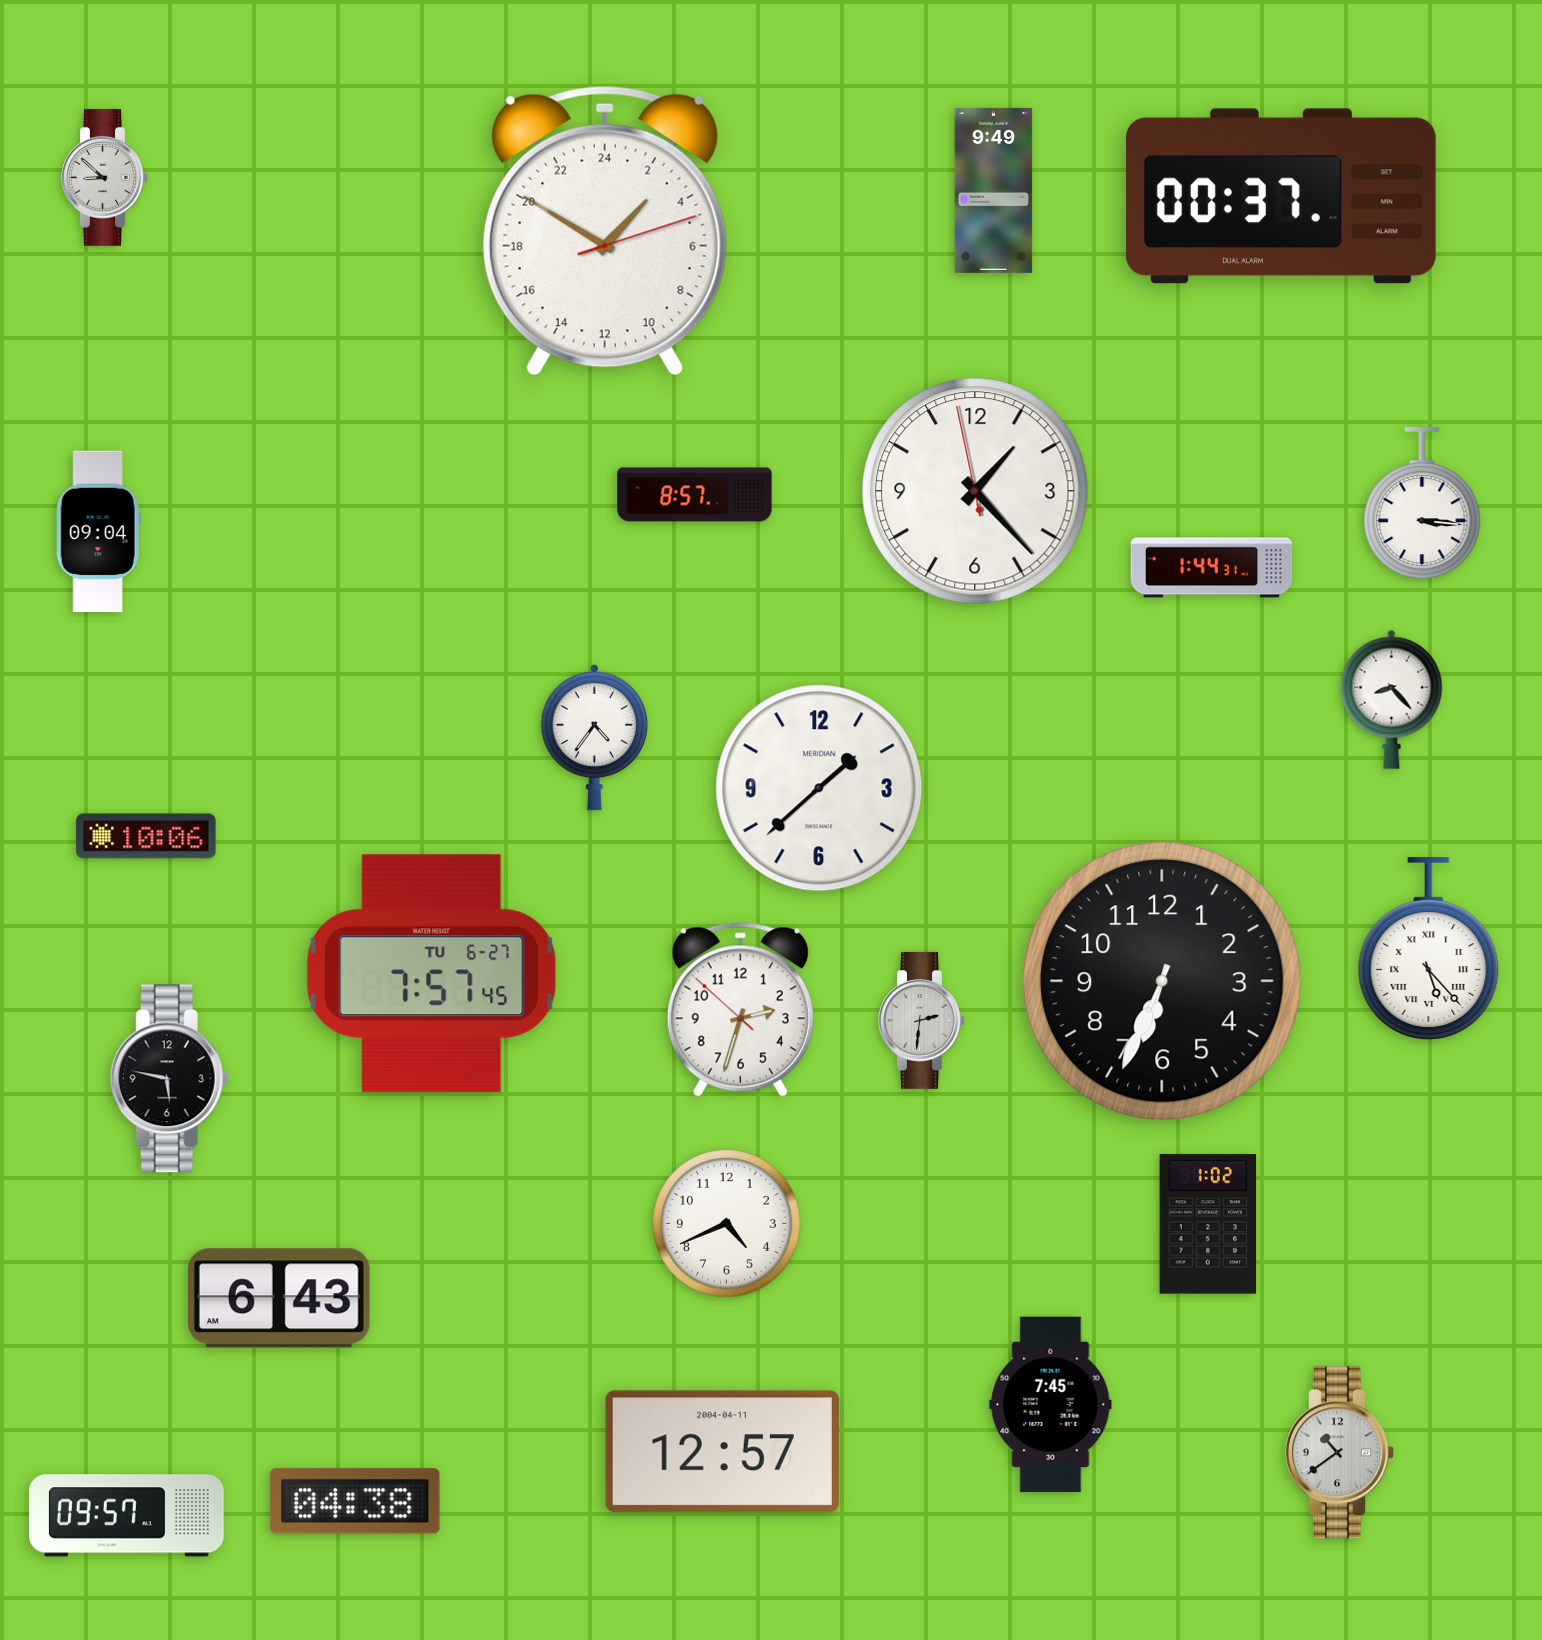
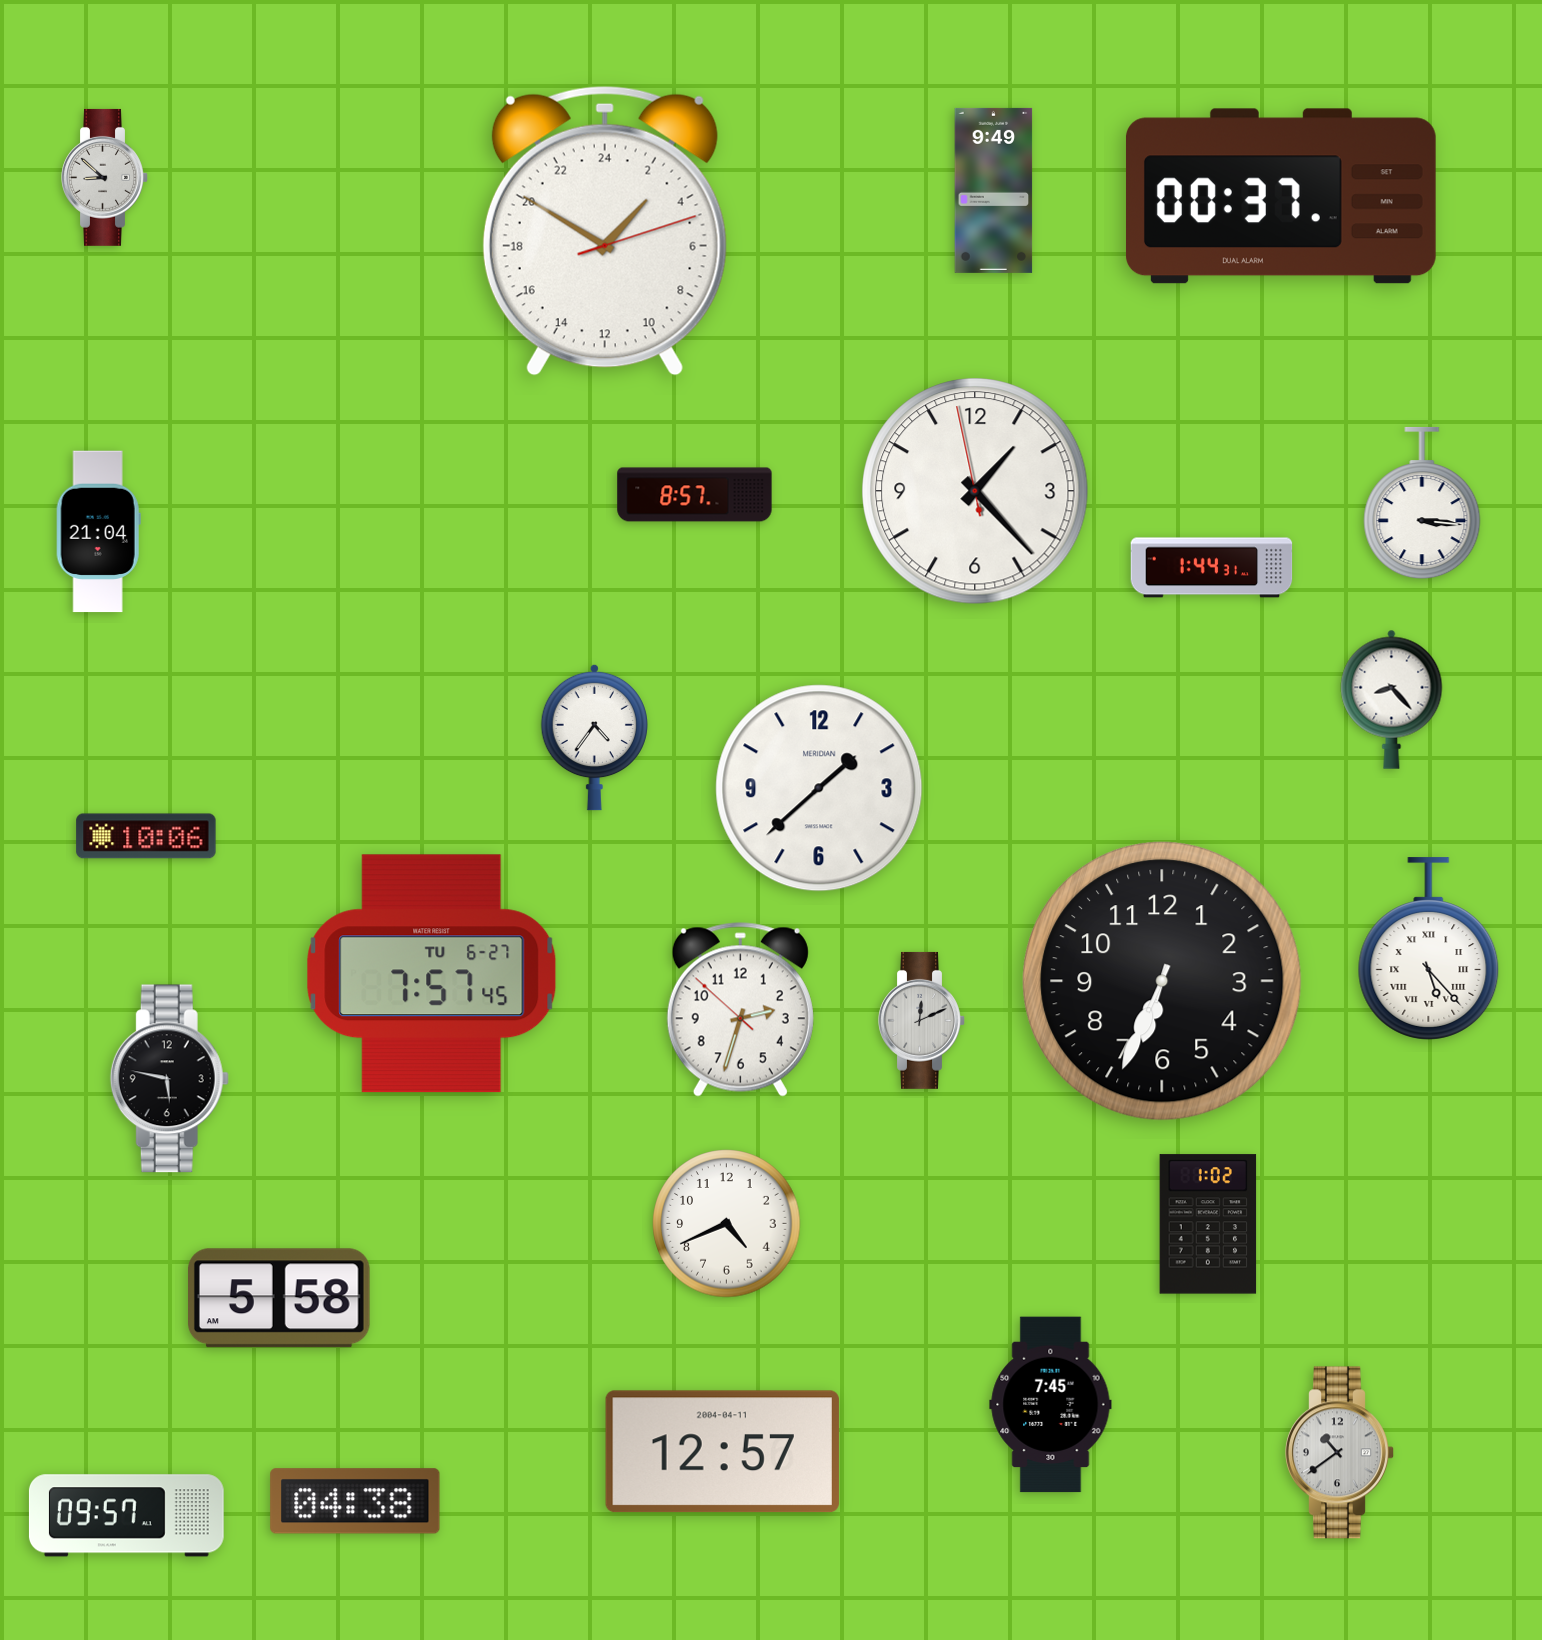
clock at (98, 532): 09:04 -> 21:04
clock at (922, 1020): 2:31 -> 12:11
clock at (279, 1298): 6:43 -> 5:58
